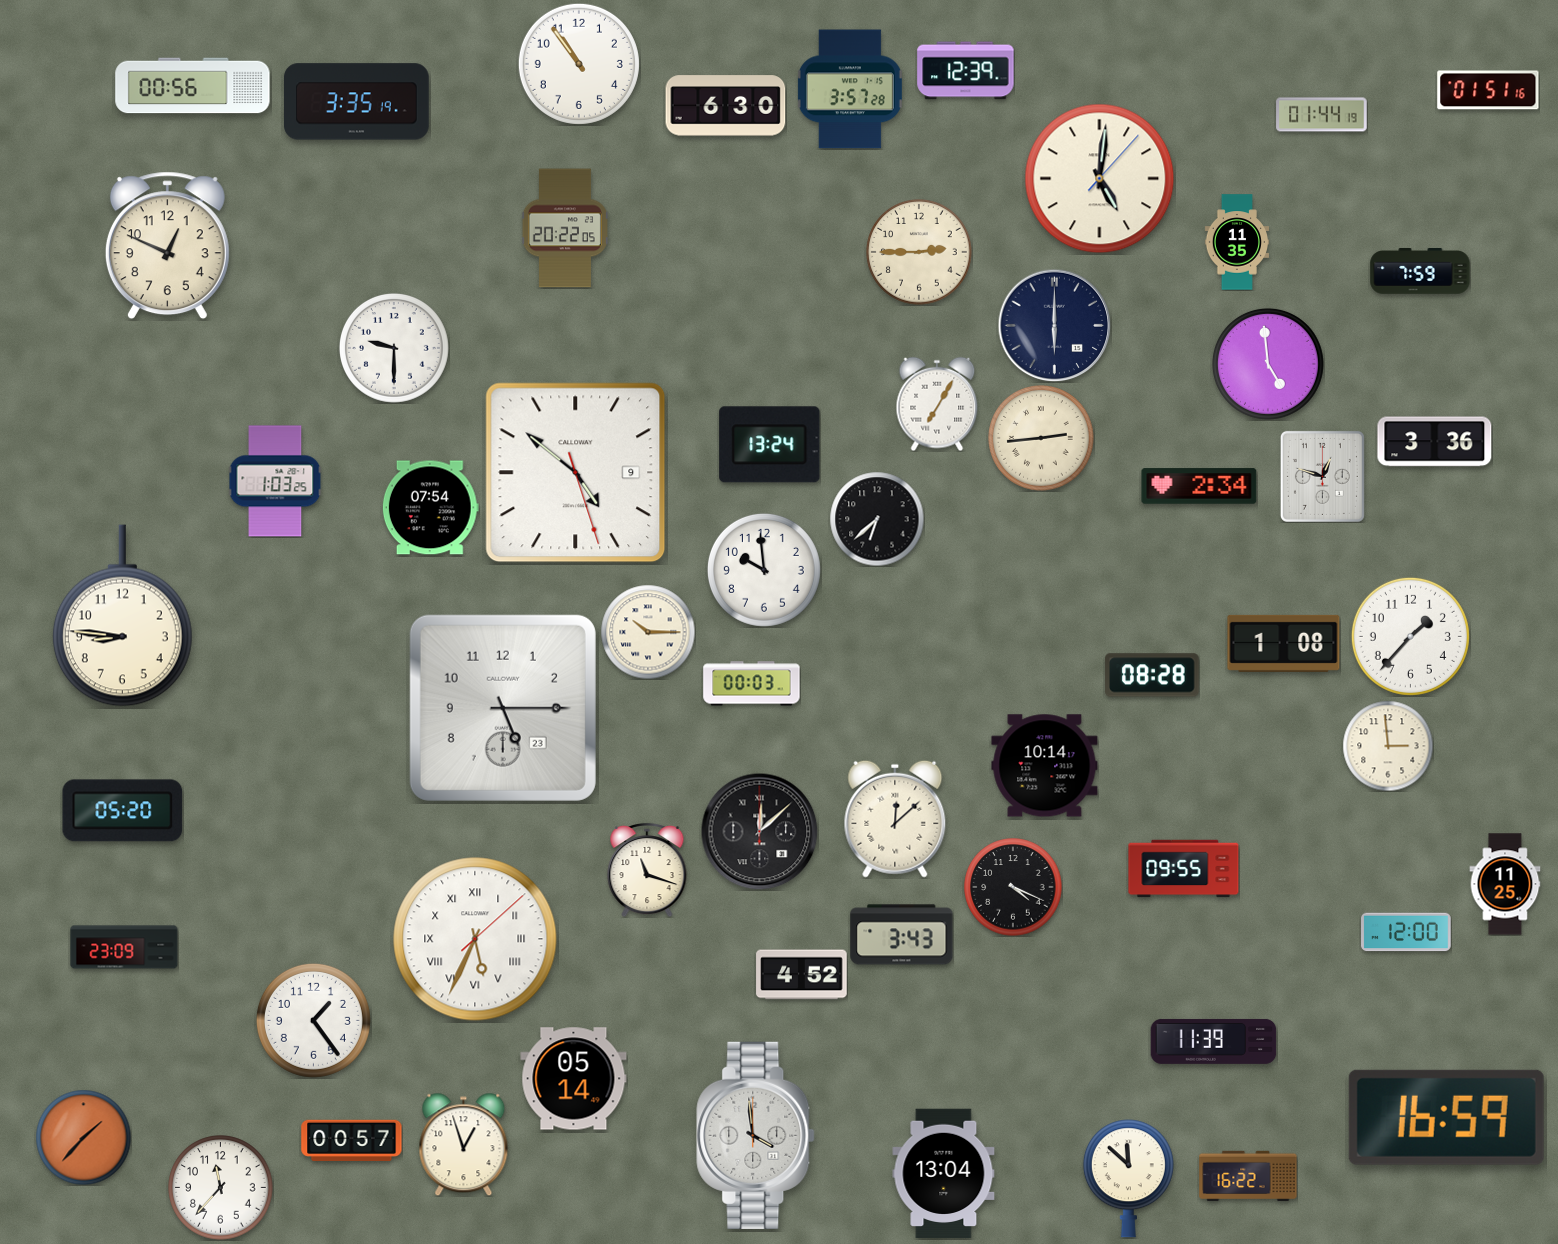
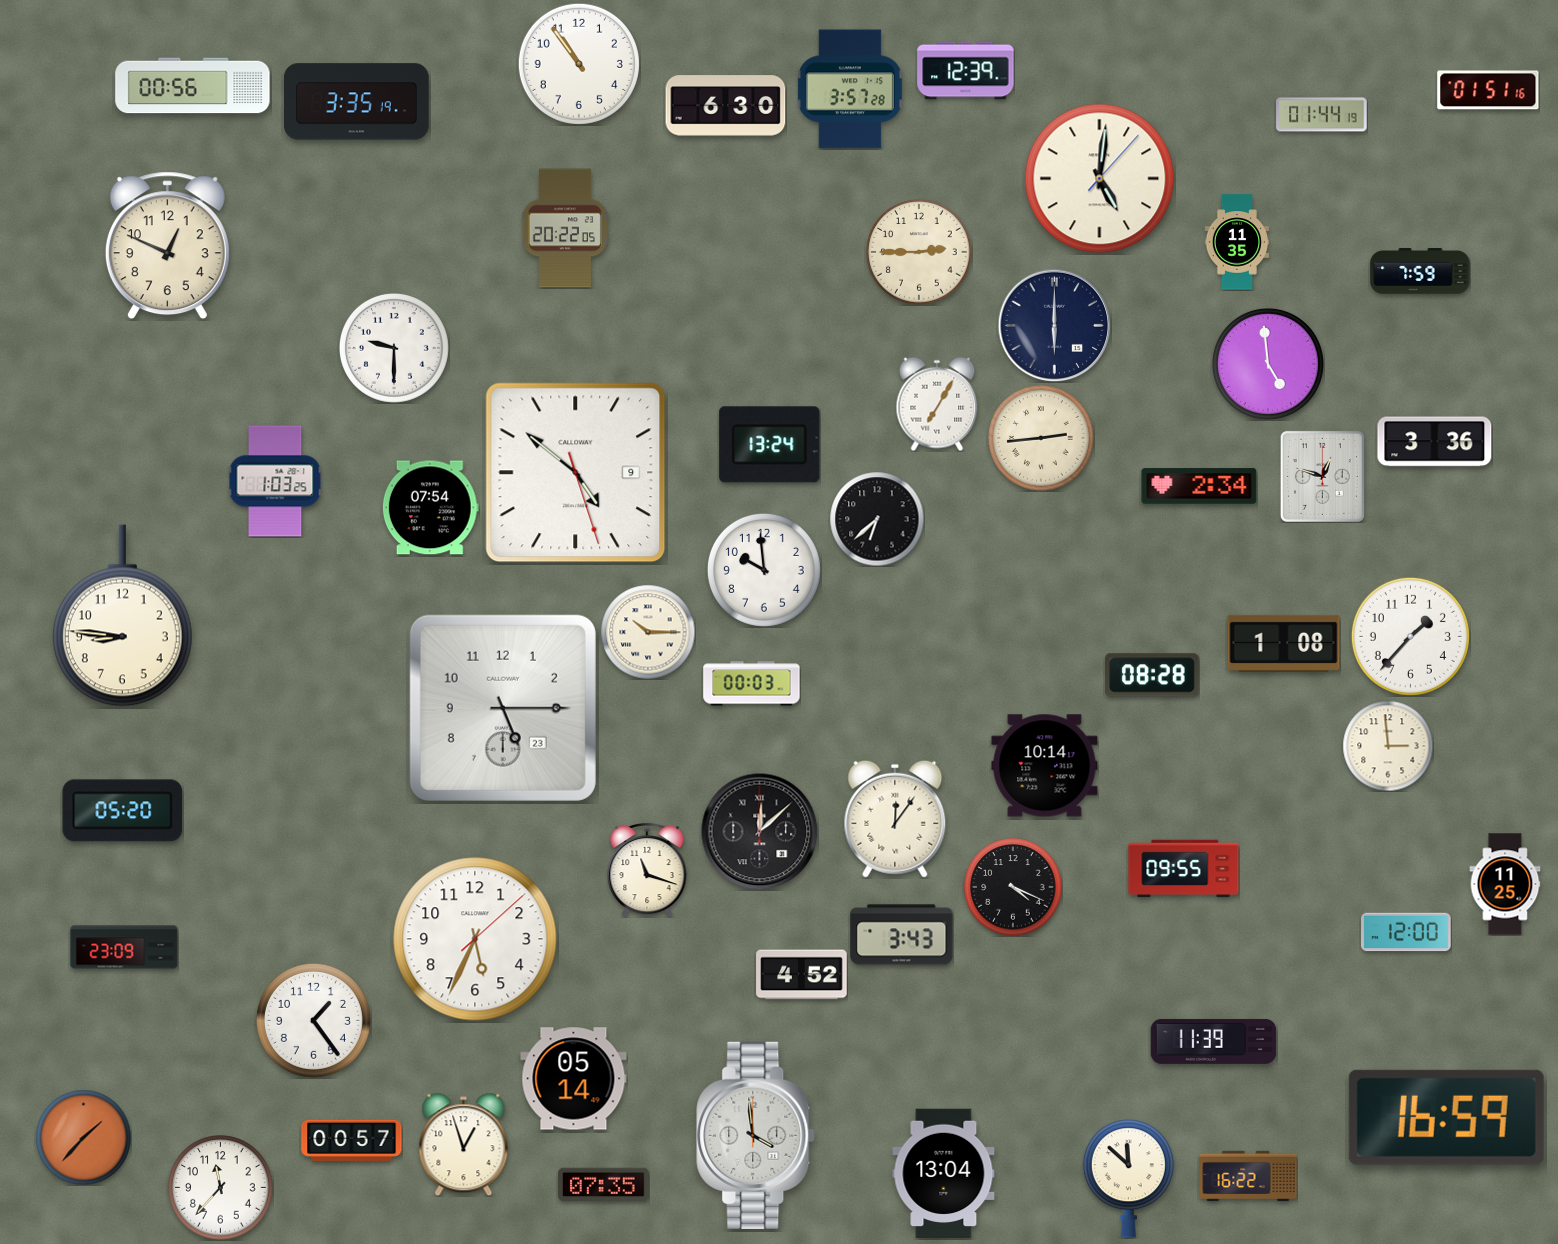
clock at (895, 819): 12:08 -> 12:06
clock at (475, 939) numerals: Roman -> Arabic
clock at (604, 1185): none -> 07:35
